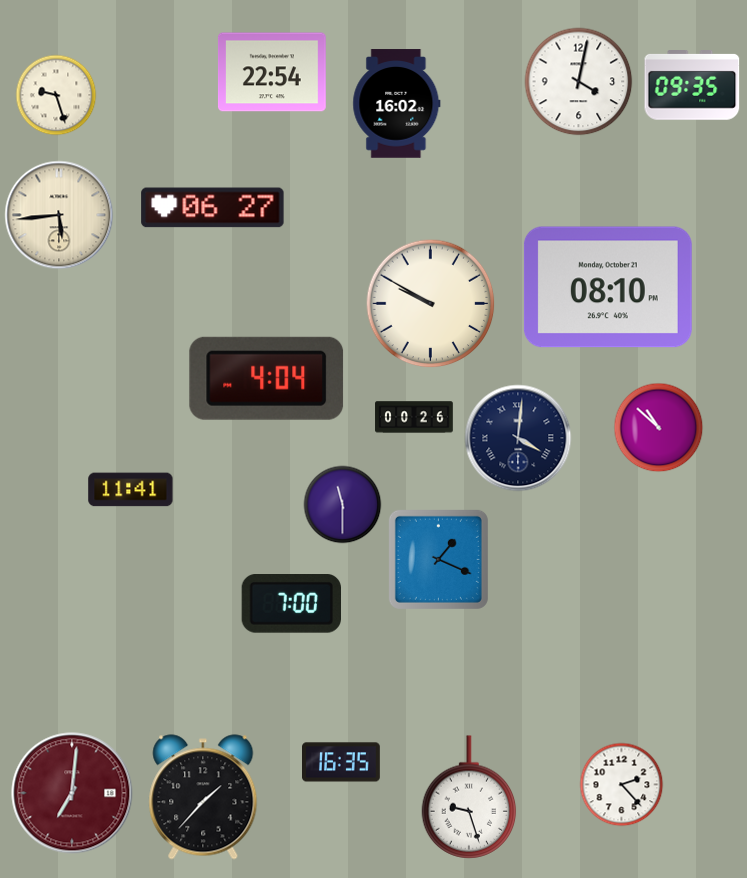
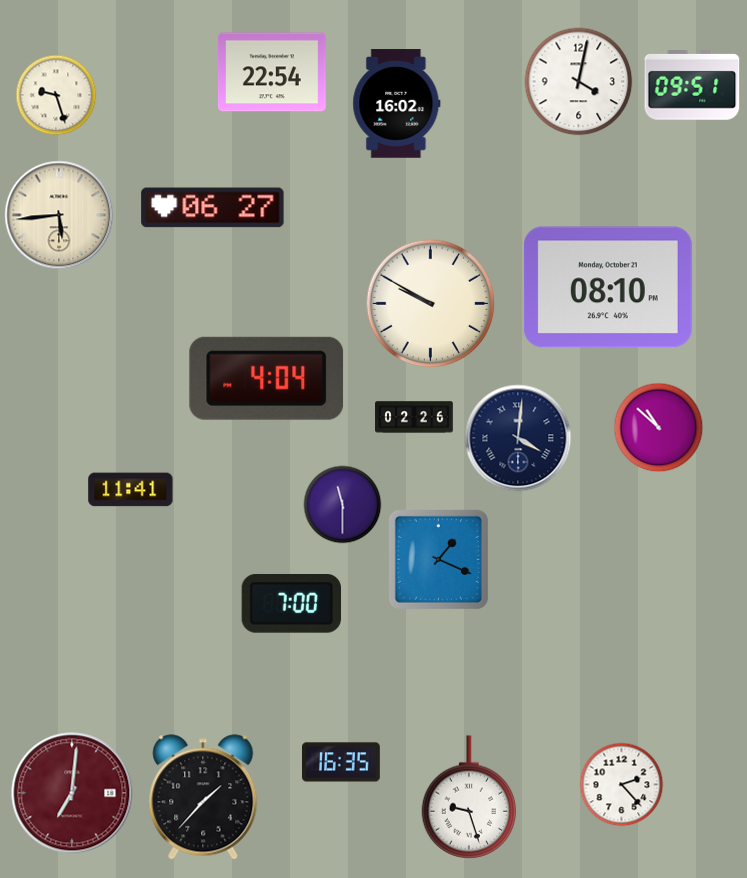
clock at (692, 86): 09:35 -> 09:51
clock at (414, 417): 00:26 -> 02:26
